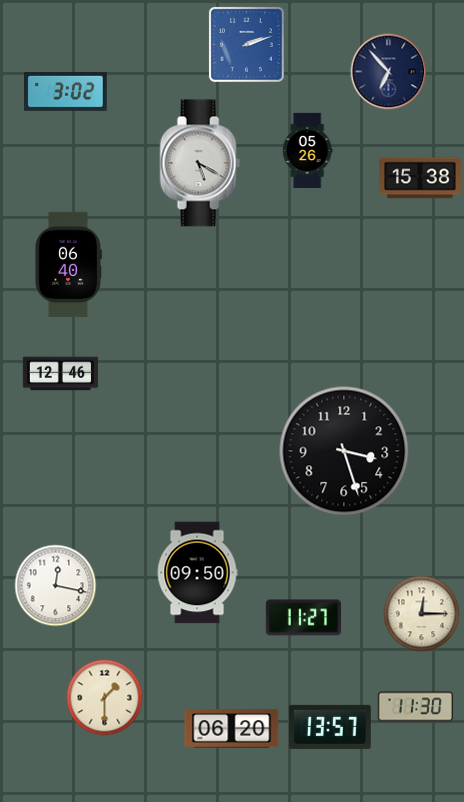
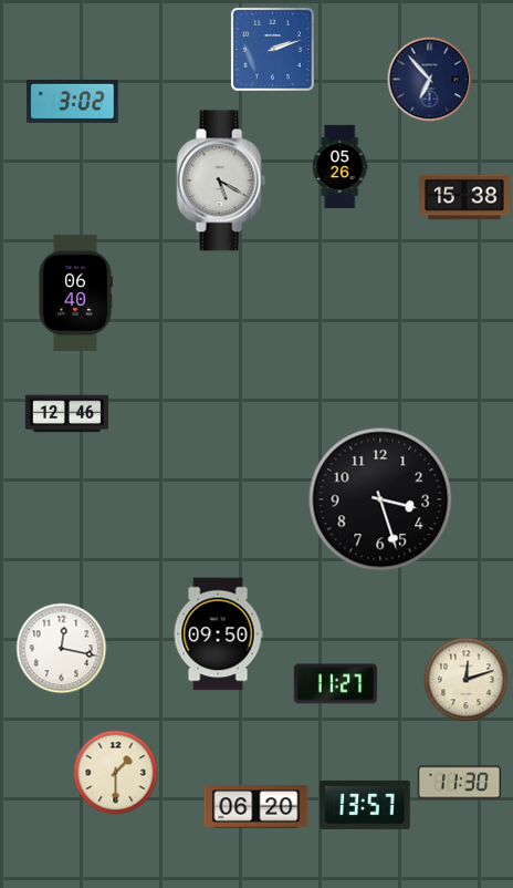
clock at (422, 614): 12:15 -> 12:12
